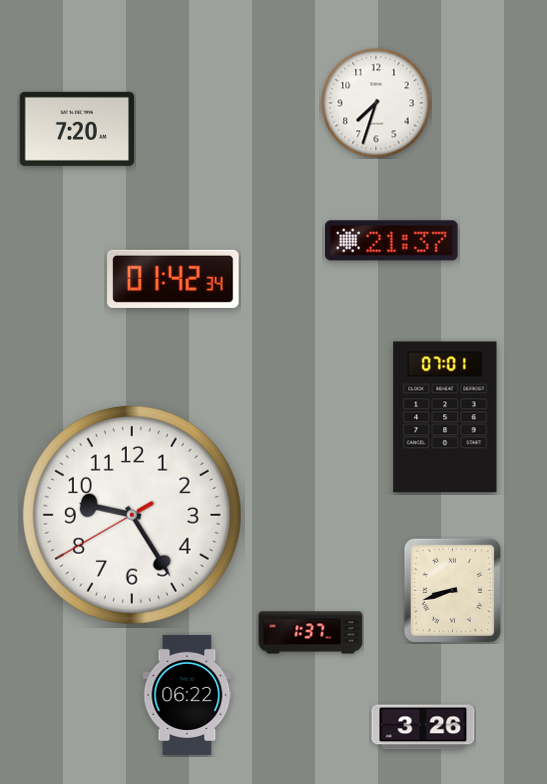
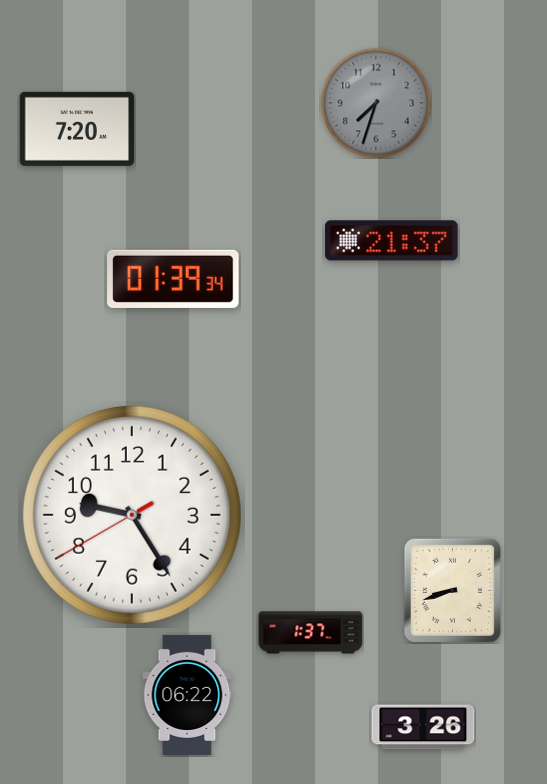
clock at (376, 103) dial: white -> grey
clock at (173, 279): 01:42 -> 01:39
clock at (445, 417): 07:01 -> none
